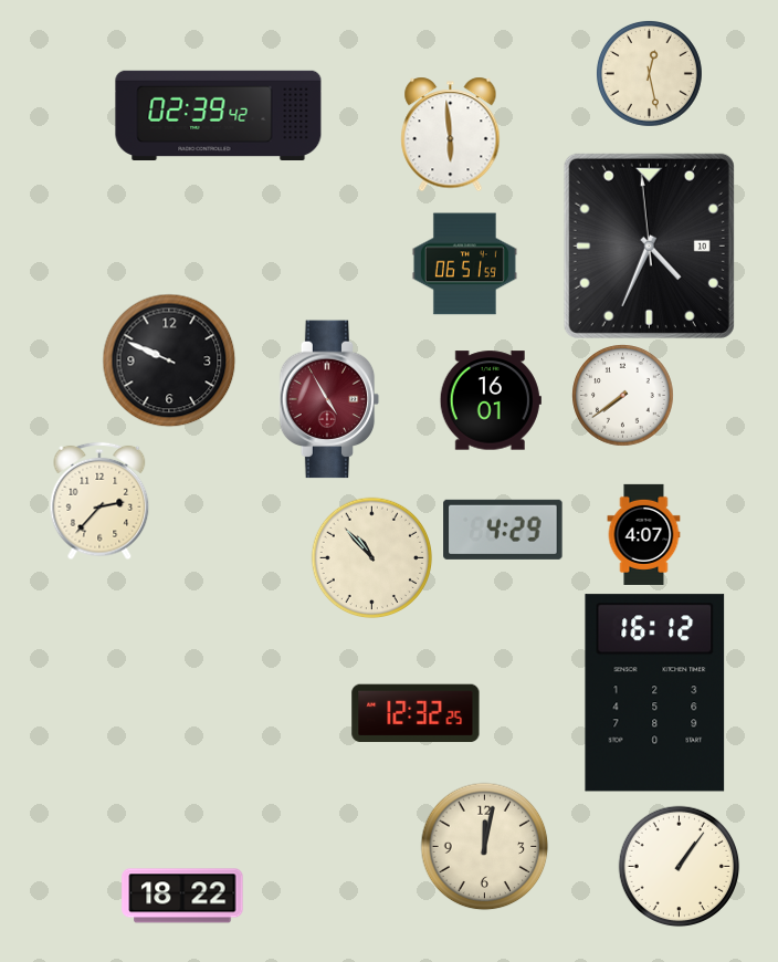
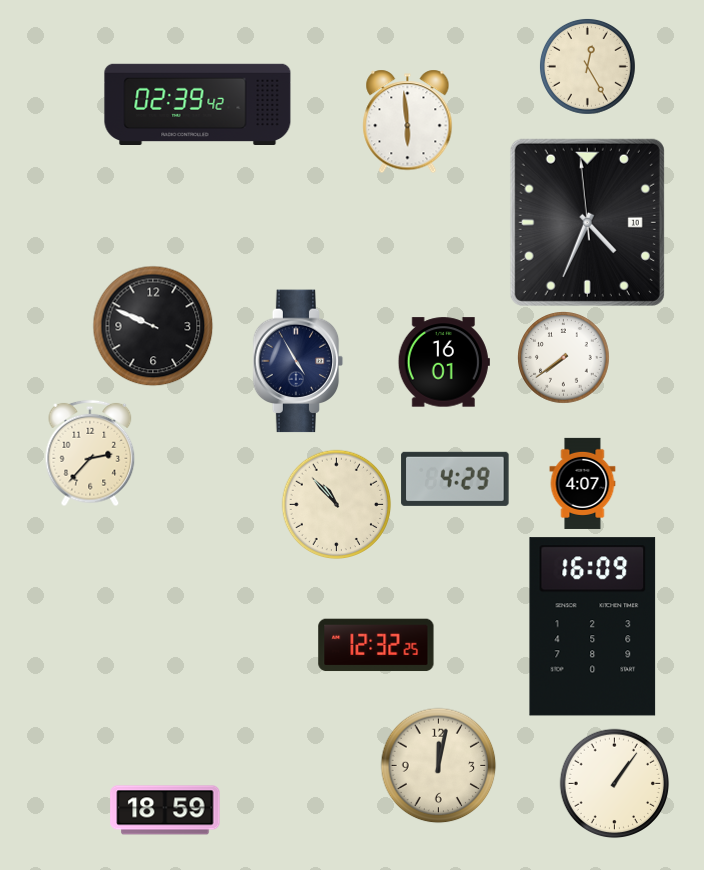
clock at (649, 73): 12:28 -> 12:25
clock at (464, 264): 06:51 -> none
clock at (329, 399) dial: burgundy -> navy
clock at (655, 693): 16:12 -> 16:09
clock at (182, 896): 18:22 -> 18:59
